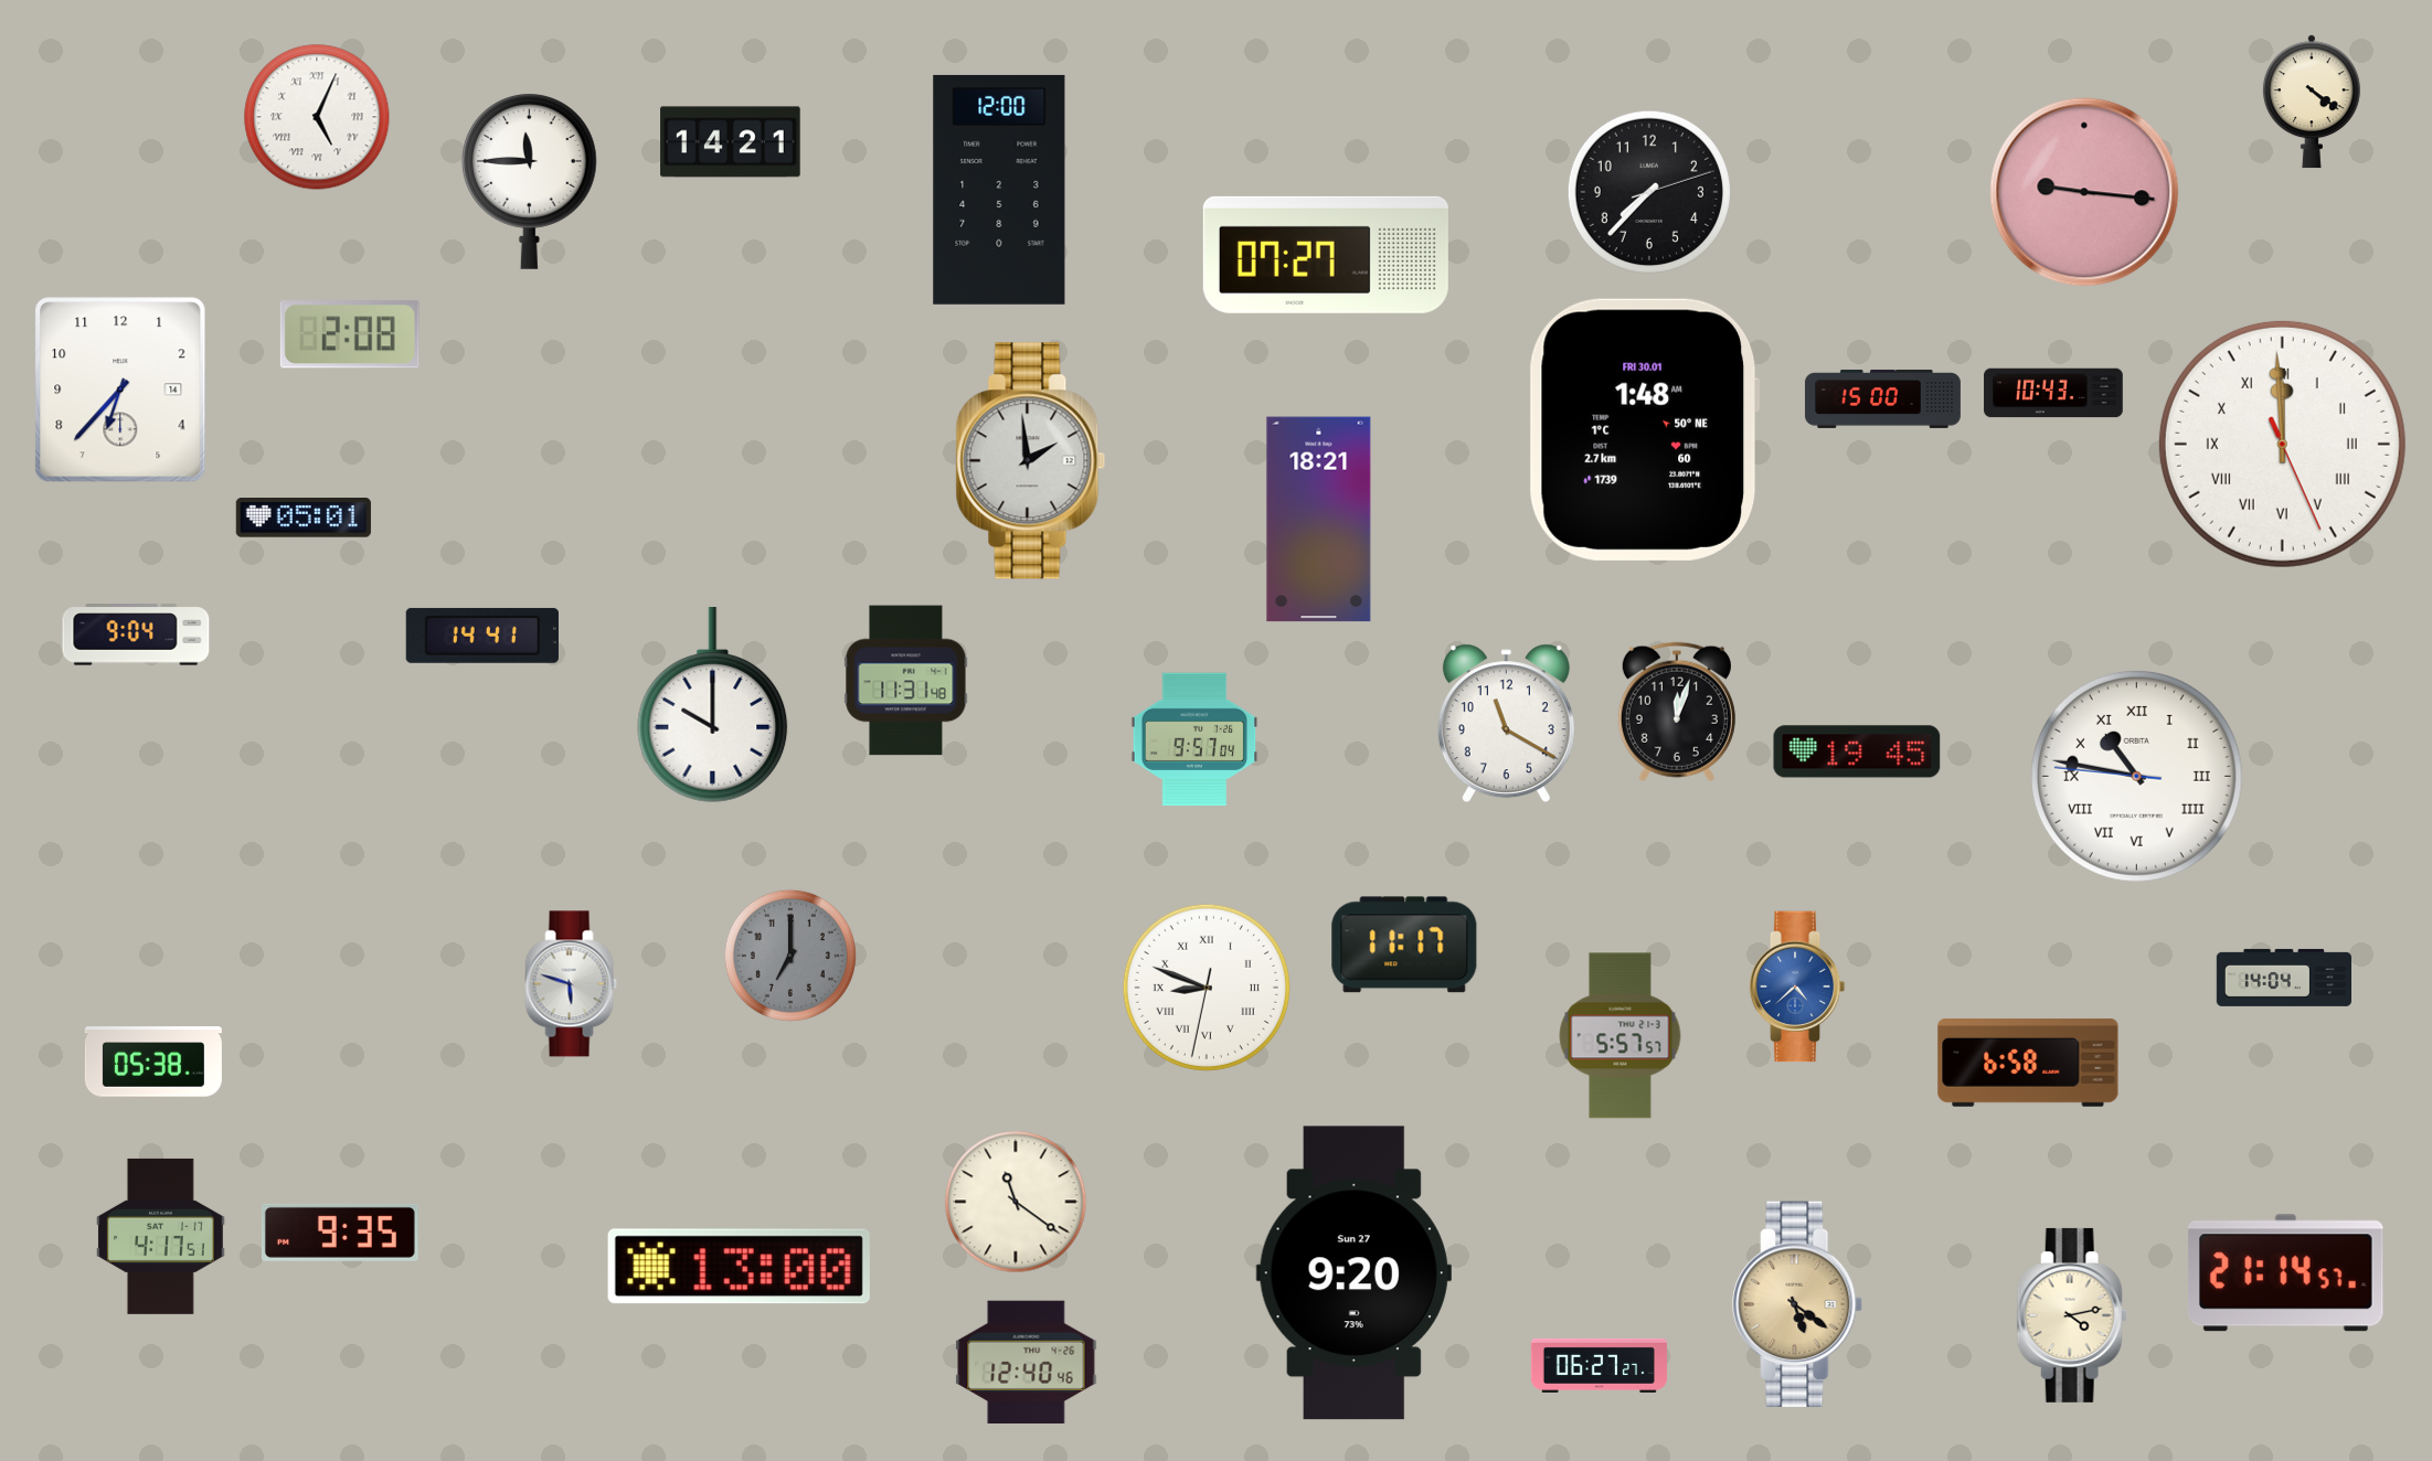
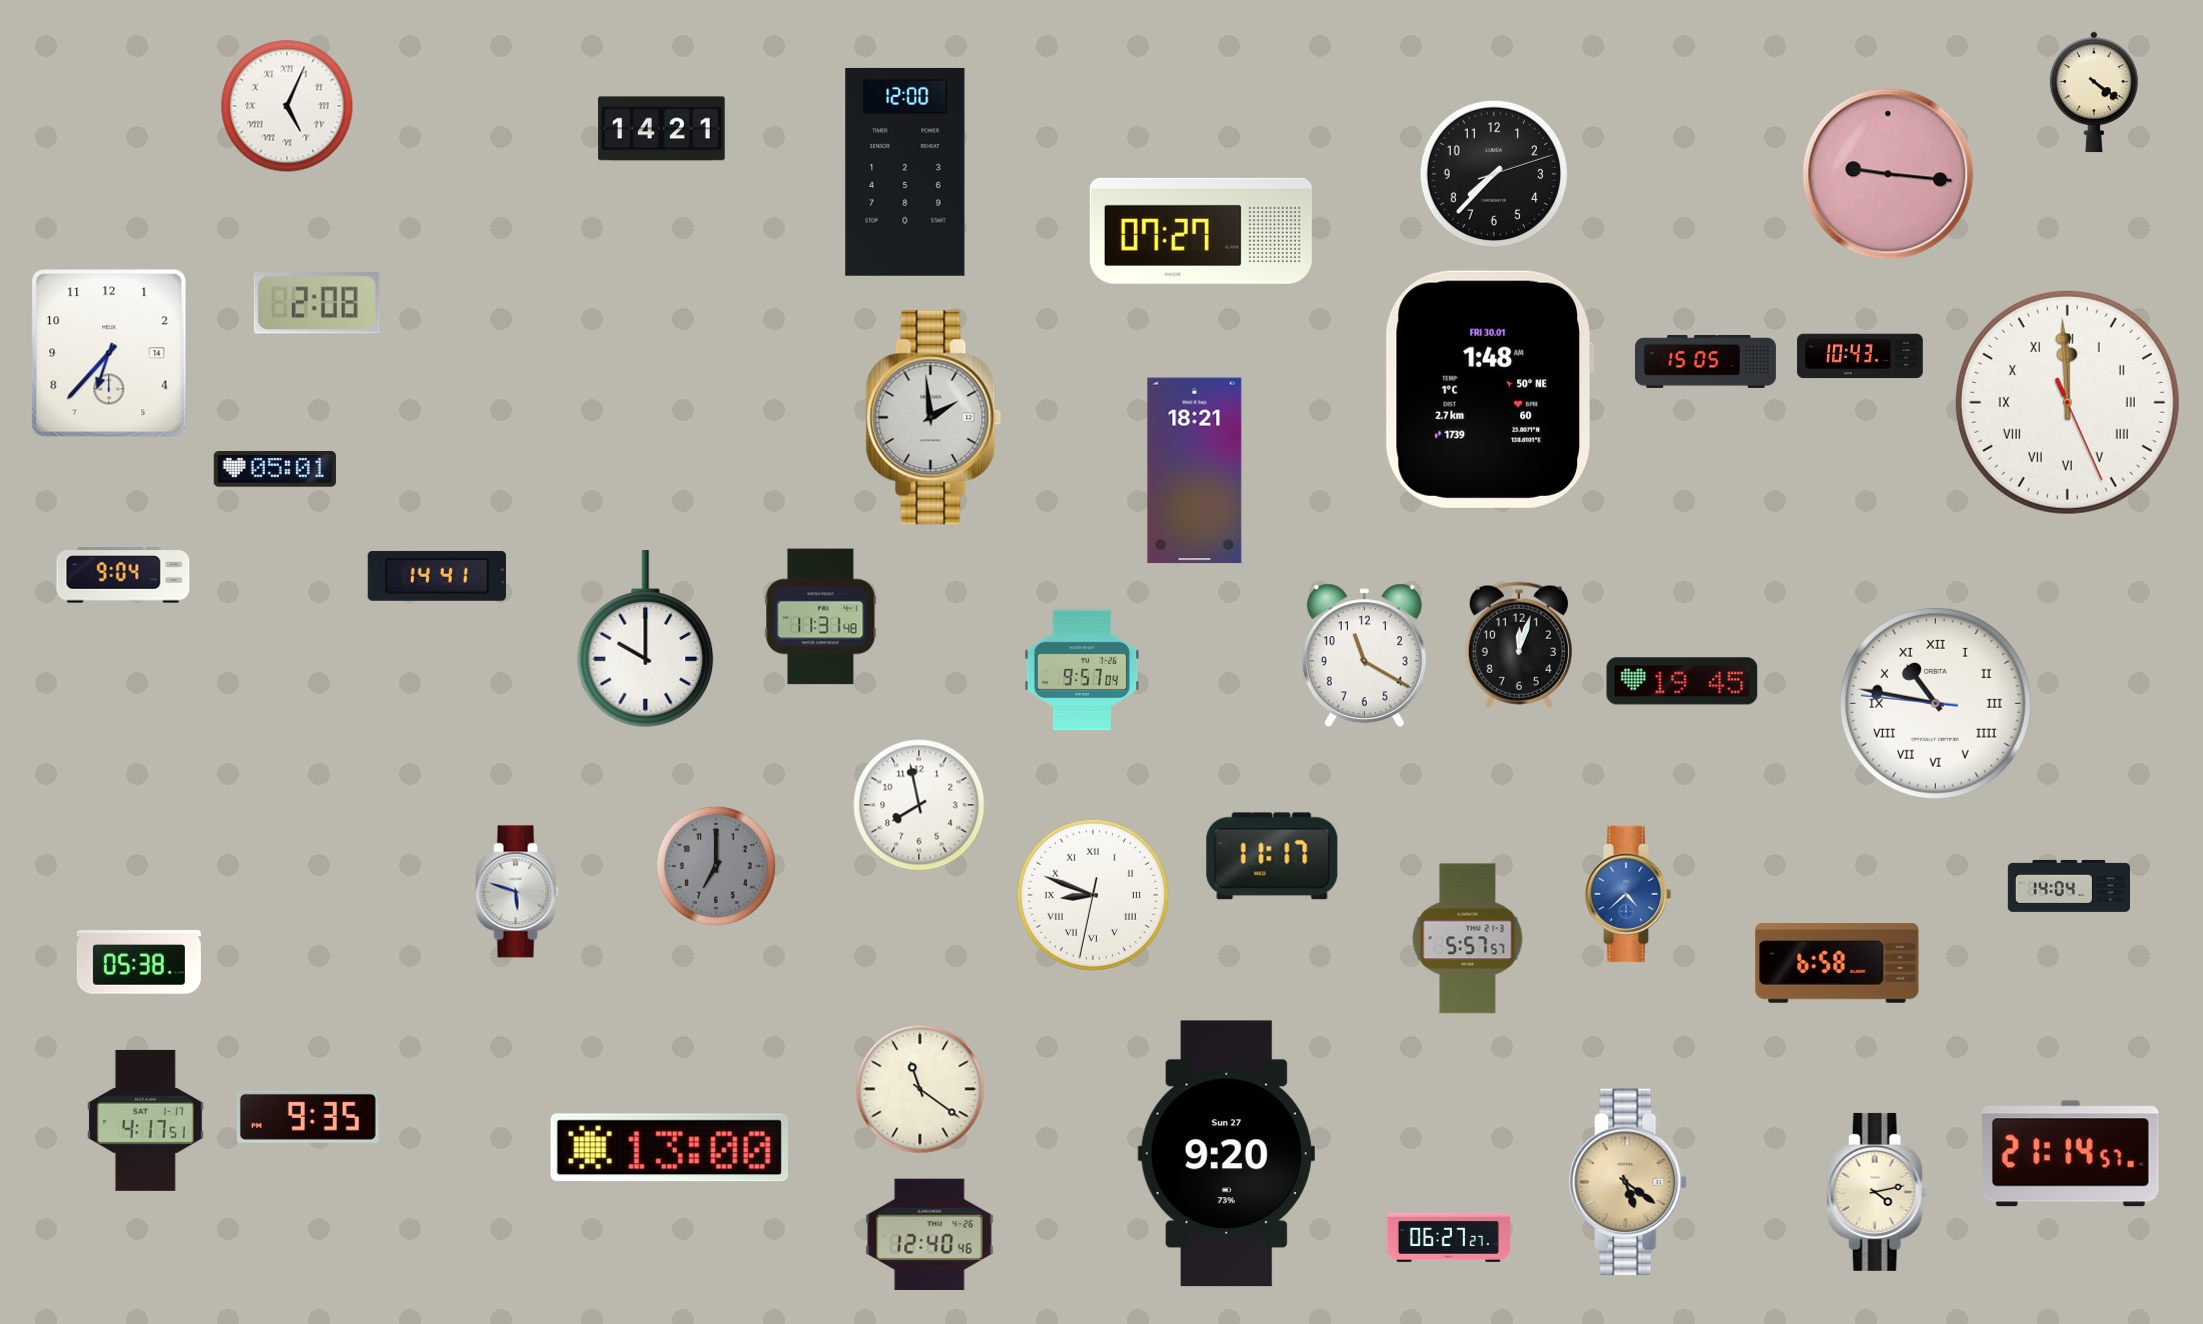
clock at (529, 181): 11:45 -> none
clock at (1882, 399): 15:00 -> 15:05
clock at (919, 805): none -> 7:58
